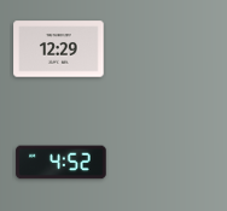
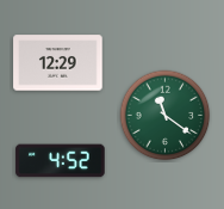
clock at (59, 49) position: (59, 49) -> (58, 63)
clock at (166, 116): none -> 11:21
